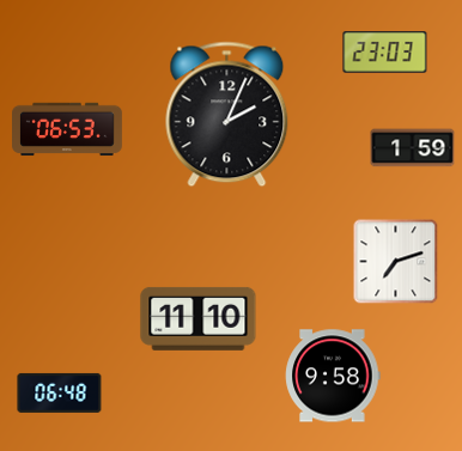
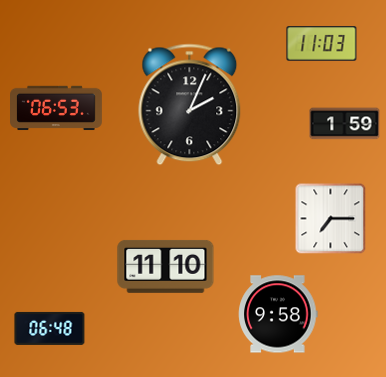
clock at (385, 53): 23:03 -> 11:03
clock at (227, 115) position: (227, 115) -> (190, 105)
clock at (396, 262): 7:12 -> 7:15
